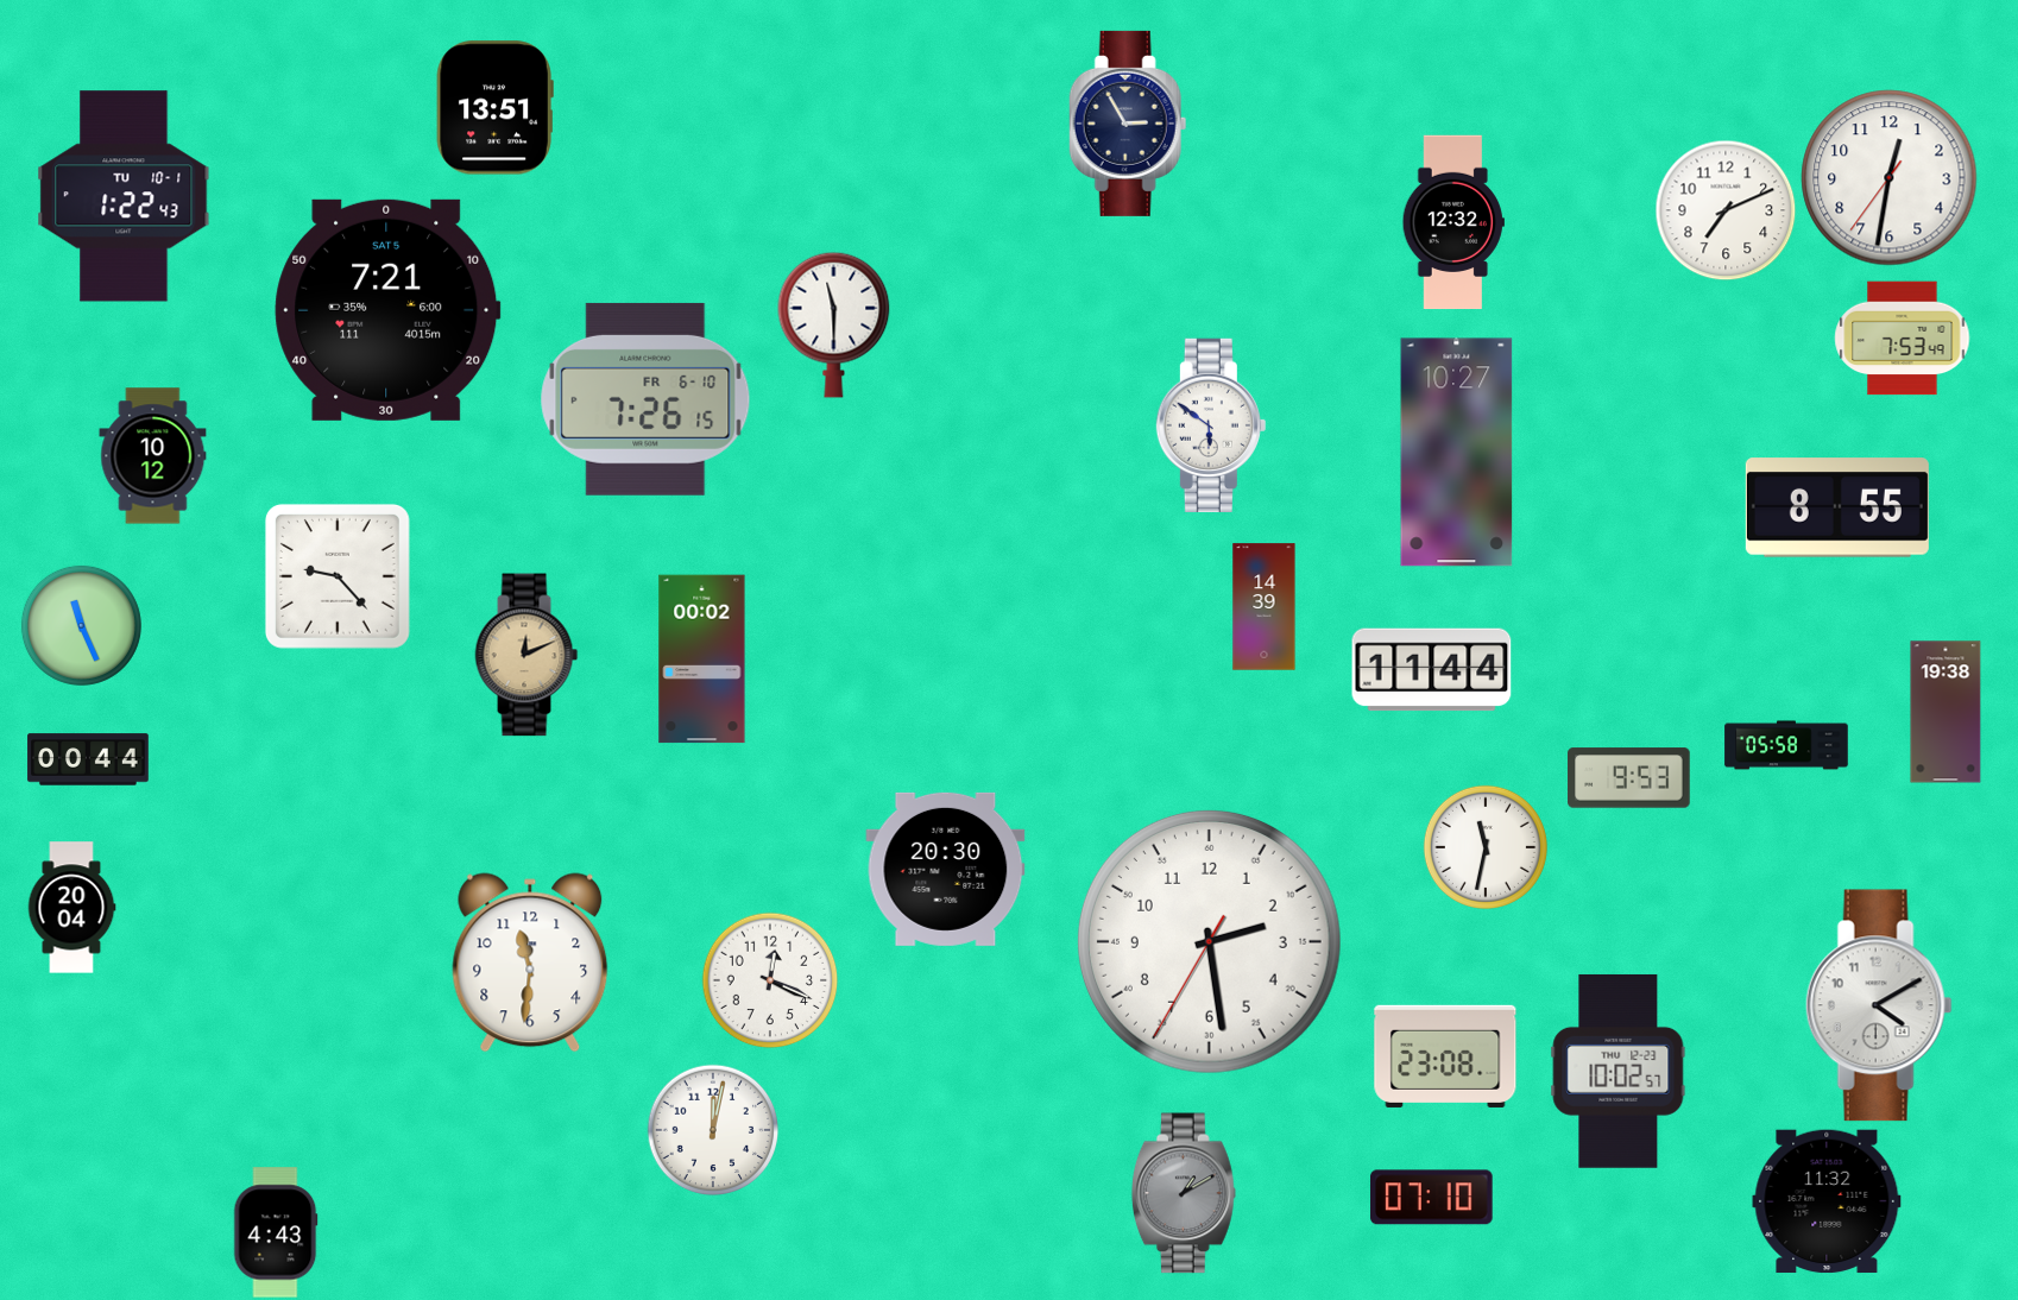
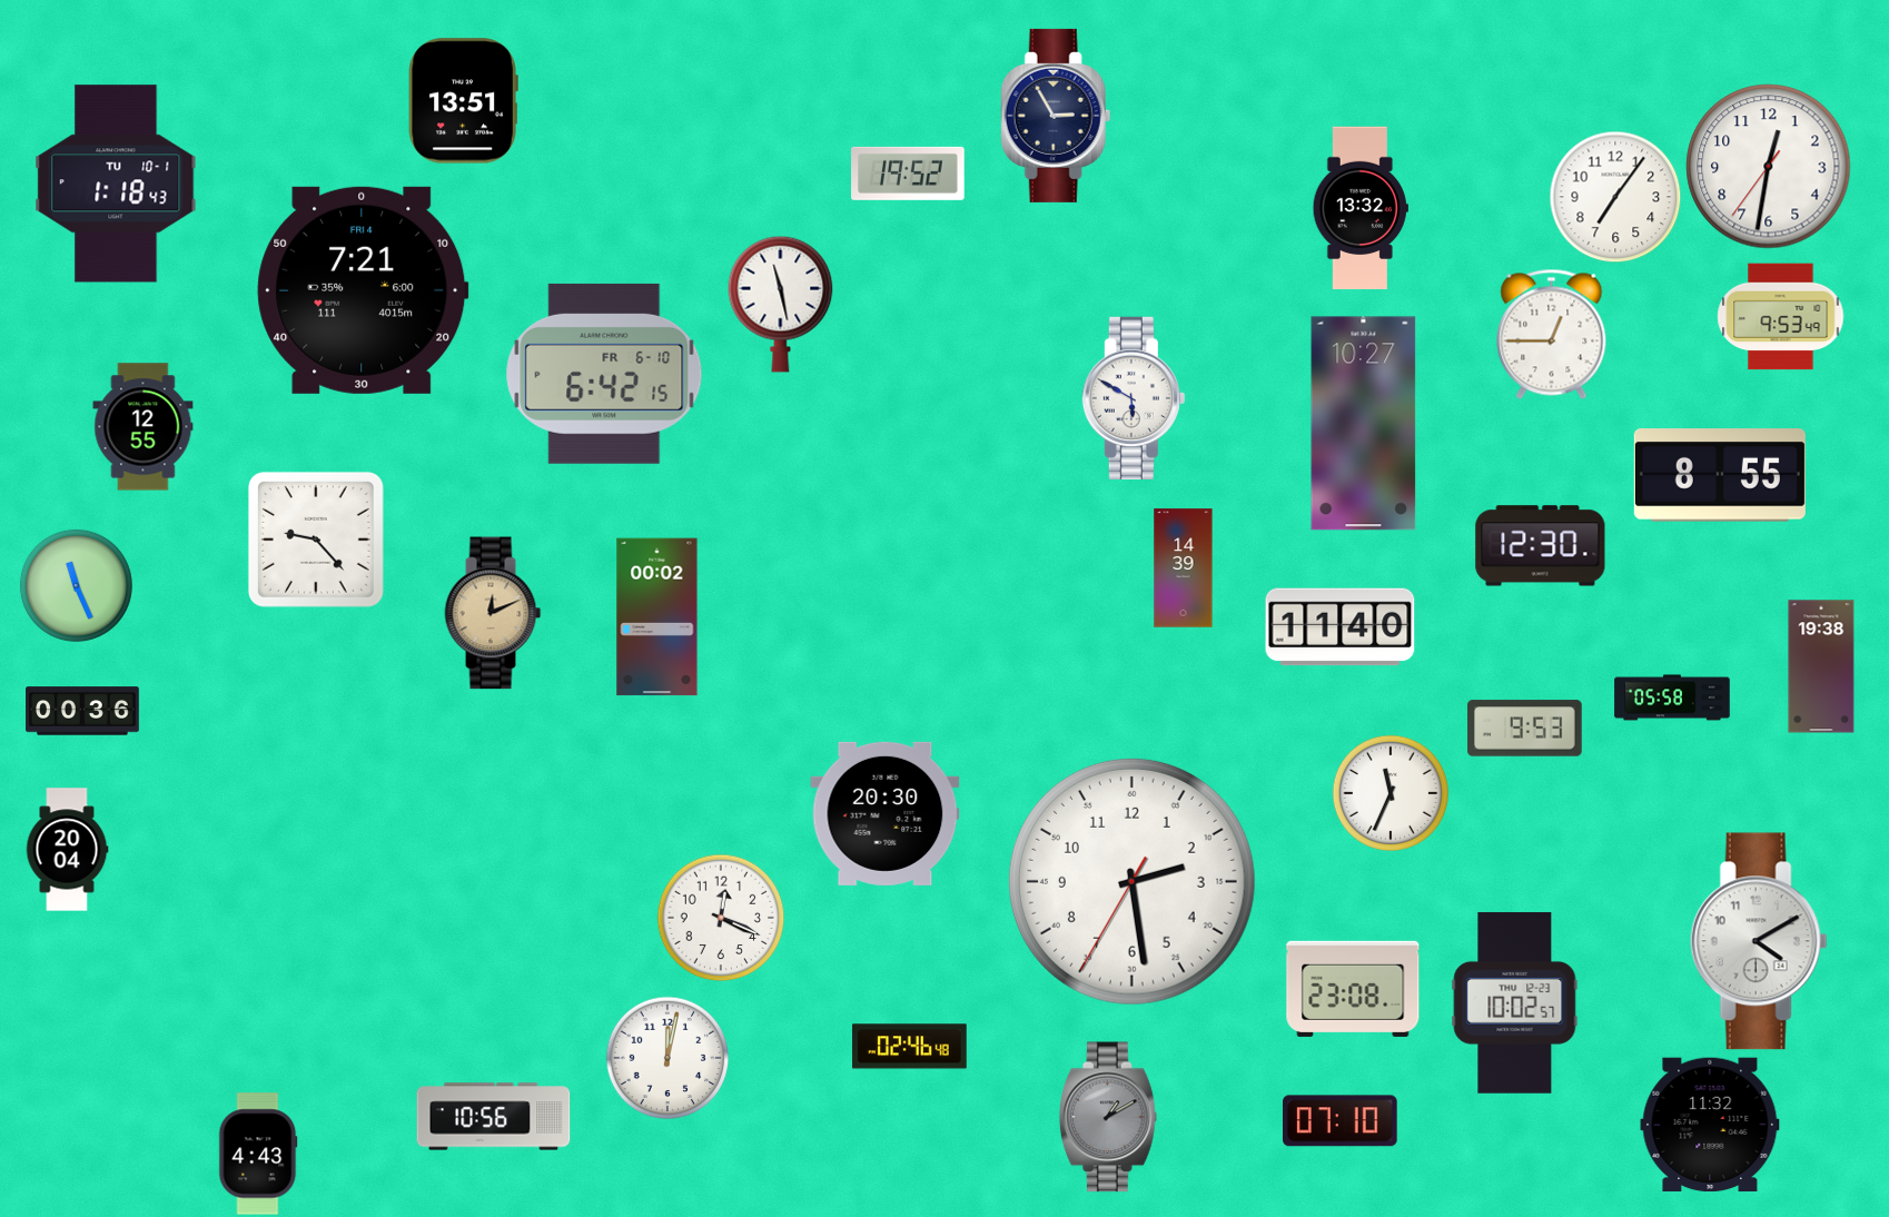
clock at (909, 174): none -> 19:52
clock at (124, 196): 1:22 -> 1:18
clock at (1726, 210): 7:11 -> 7:06
clock at (1453, 222): 12:32 -> 13:32
clock at (387, 310) date: SAT 5 -> FRI 4
clock at (834, 324): 11:30 -> 11:28
clock at (1903, 339): 7:53 -> 9:53
clock at (1552, 334): none -> 12:45
clock at (645, 399): 7:26 -> 6:42
clock at (1211, 424): 5:51 -> 5:50
clock at (153, 456): 10:12 -> 12:55
clock at (1541, 546): none -> 12:30
clock at (1432, 670): 11:44 -> 11:40
clock at (88, 759): 00:44 -> 00:36
clock at (1486, 847): 11:32 -> 11:34
clock at (530, 963): 11:31 -> none
clock at (910, 1047): none -> 02:46
clock at (494, 1117): none -> 10:56
